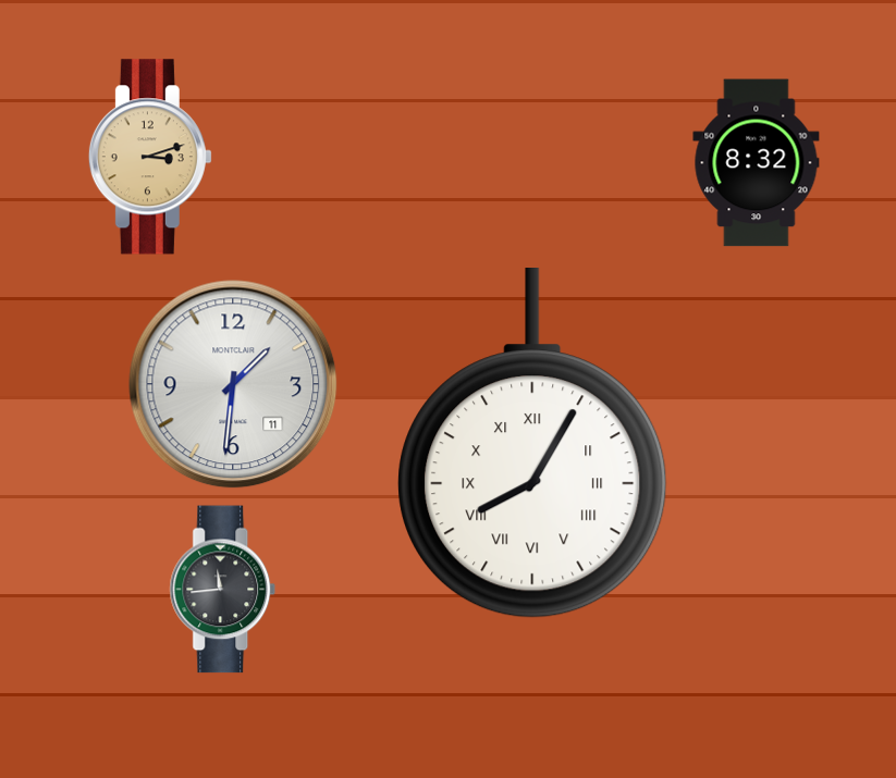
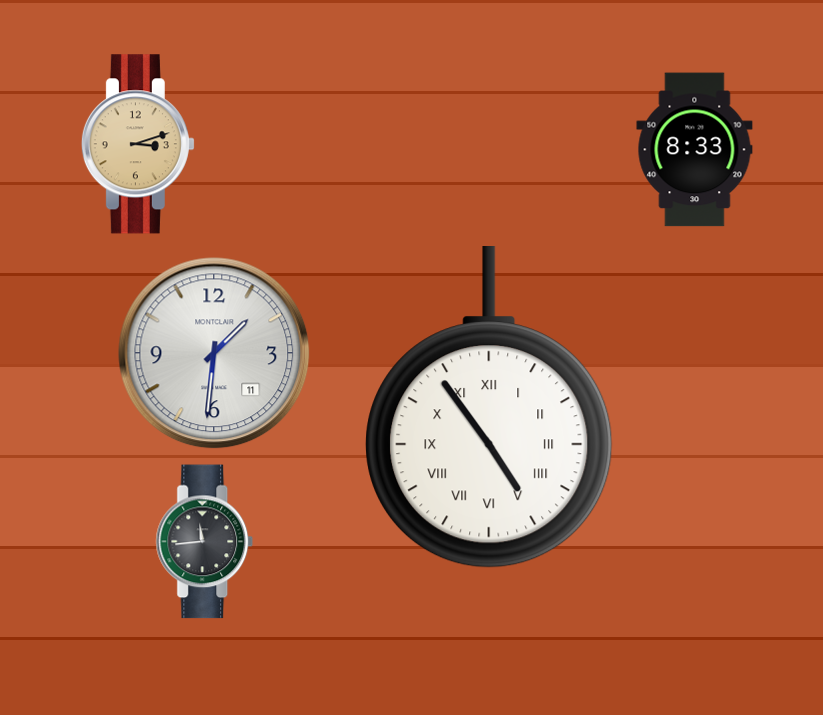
clock at (757, 163): 8:32 -> 8:33
clock at (532, 444): 8:05 -> 4:54
